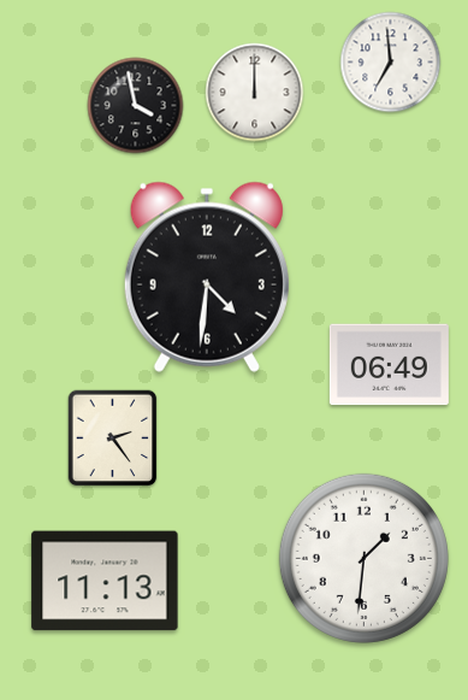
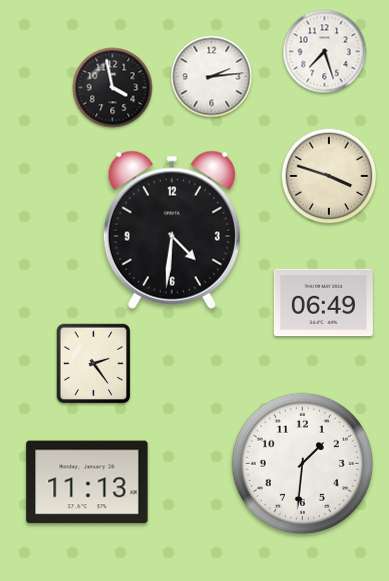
clock at (391, 63): 6:59 -> 7:27
clock at (255, 93): 12:00 -> 2:14
clock at (329, 176): none -> 3:48
